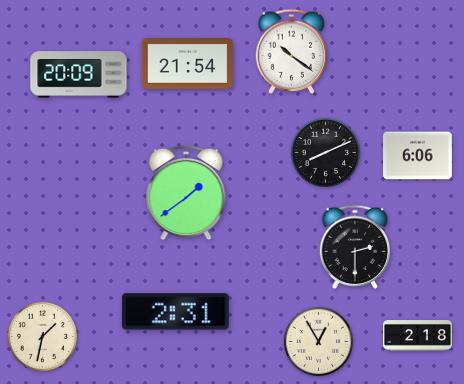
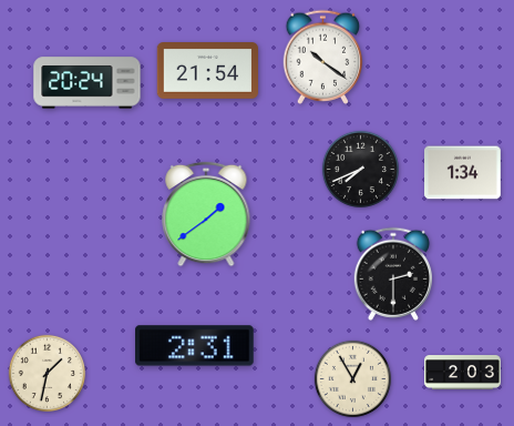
clock at (79, 75): 20:09 -> 20:24
clock at (325, 152): 8:11 -> 7:41
clock at (418, 156): 6:06 -> 1:34
clock at (418, 336): 2:18 -> 2:03
